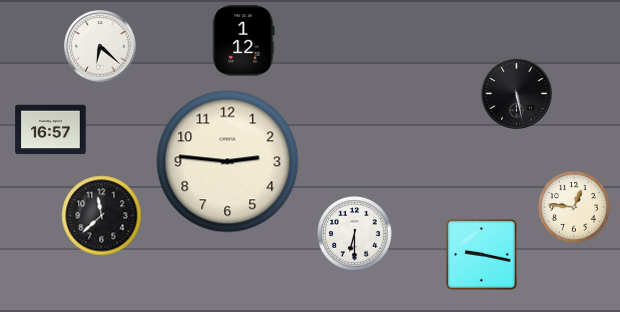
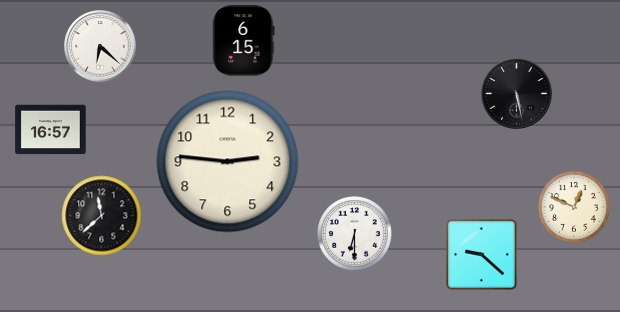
clock at (244, 41): 1:12 -> 6:15
clock at (574, 207): 12:46 -> 12:49
clock at (482, 255): 9:17 -> 9:22
